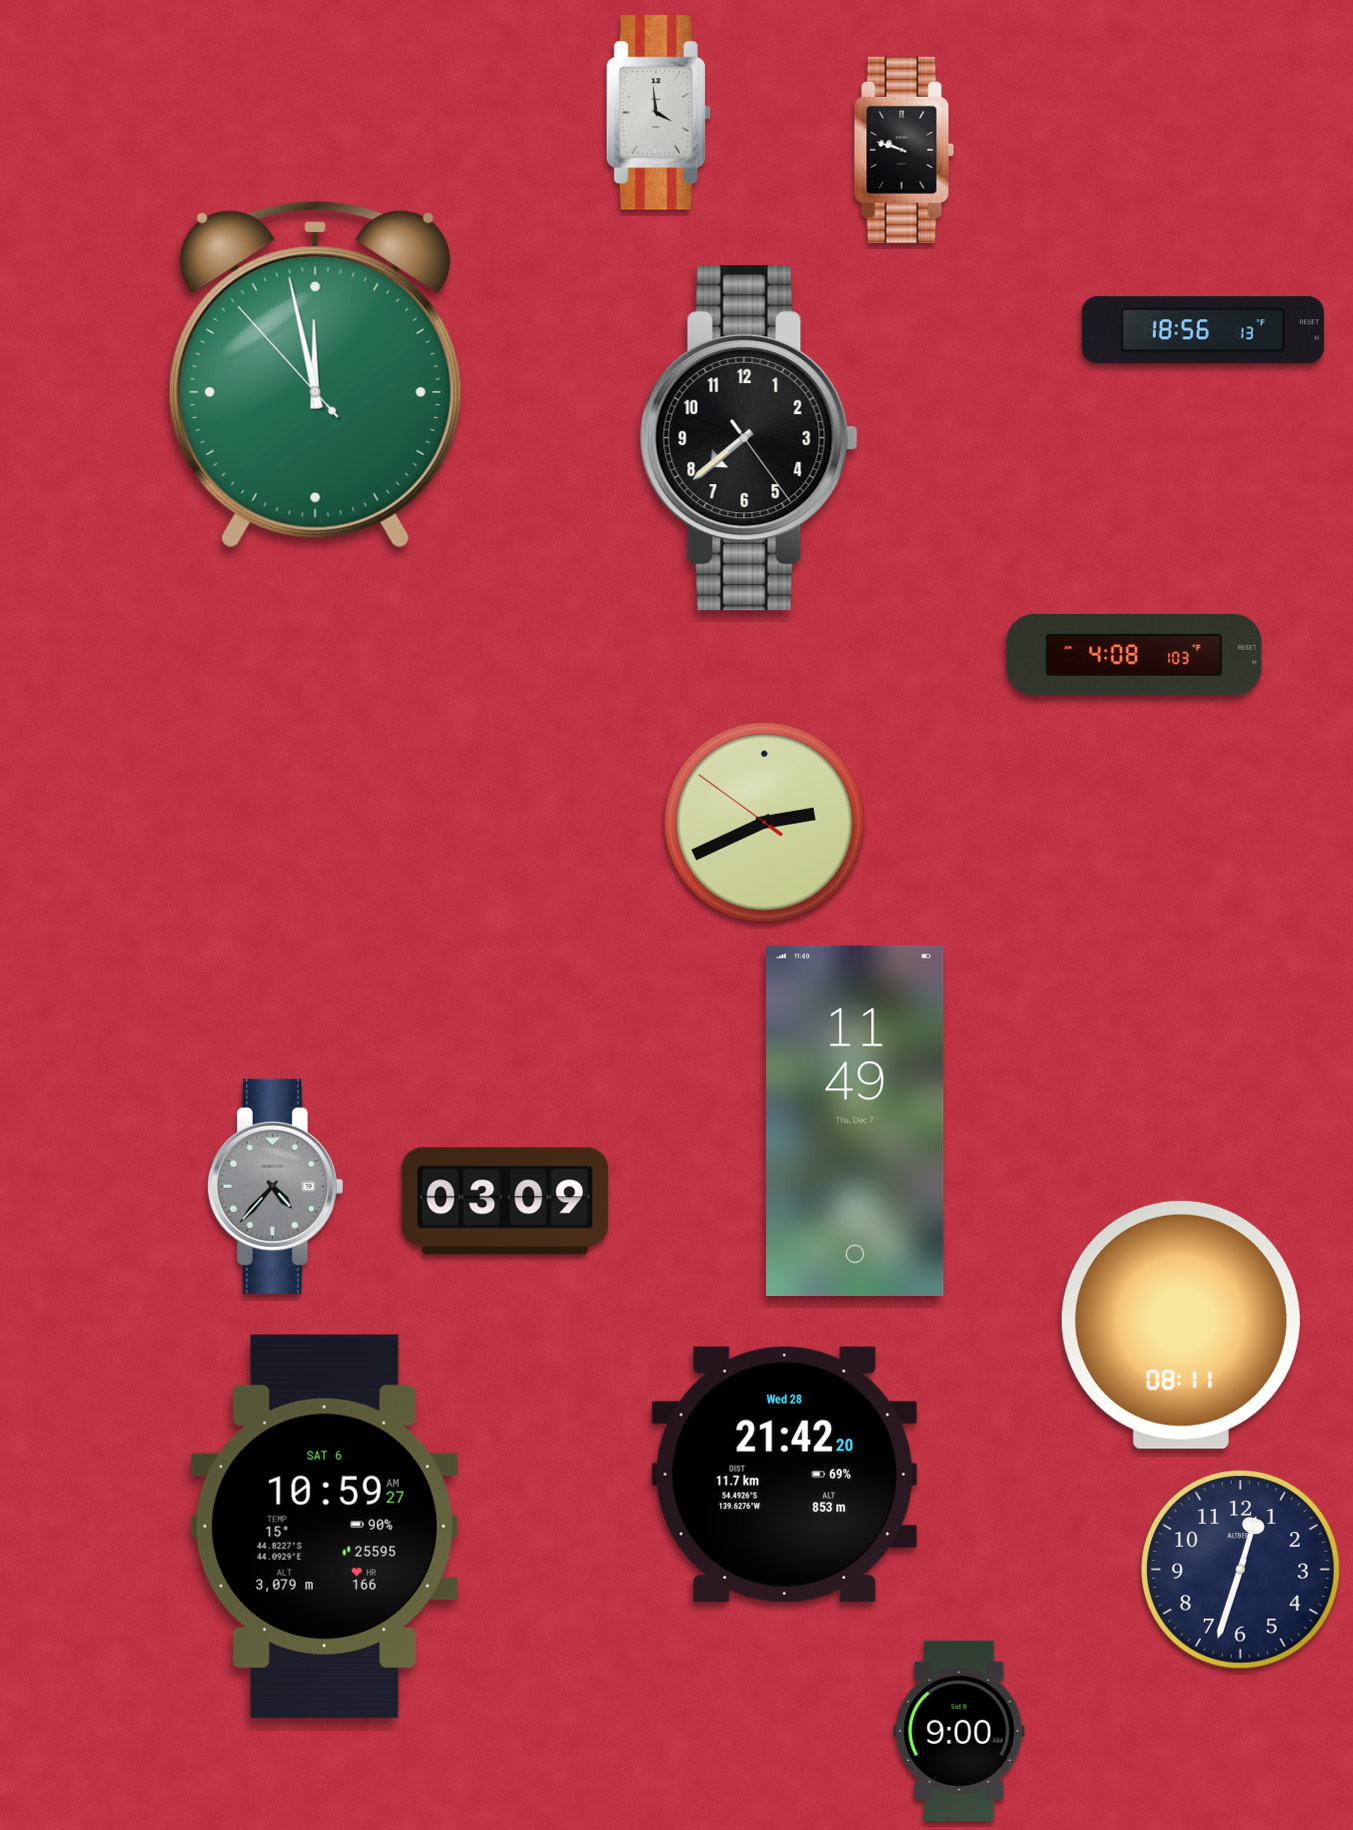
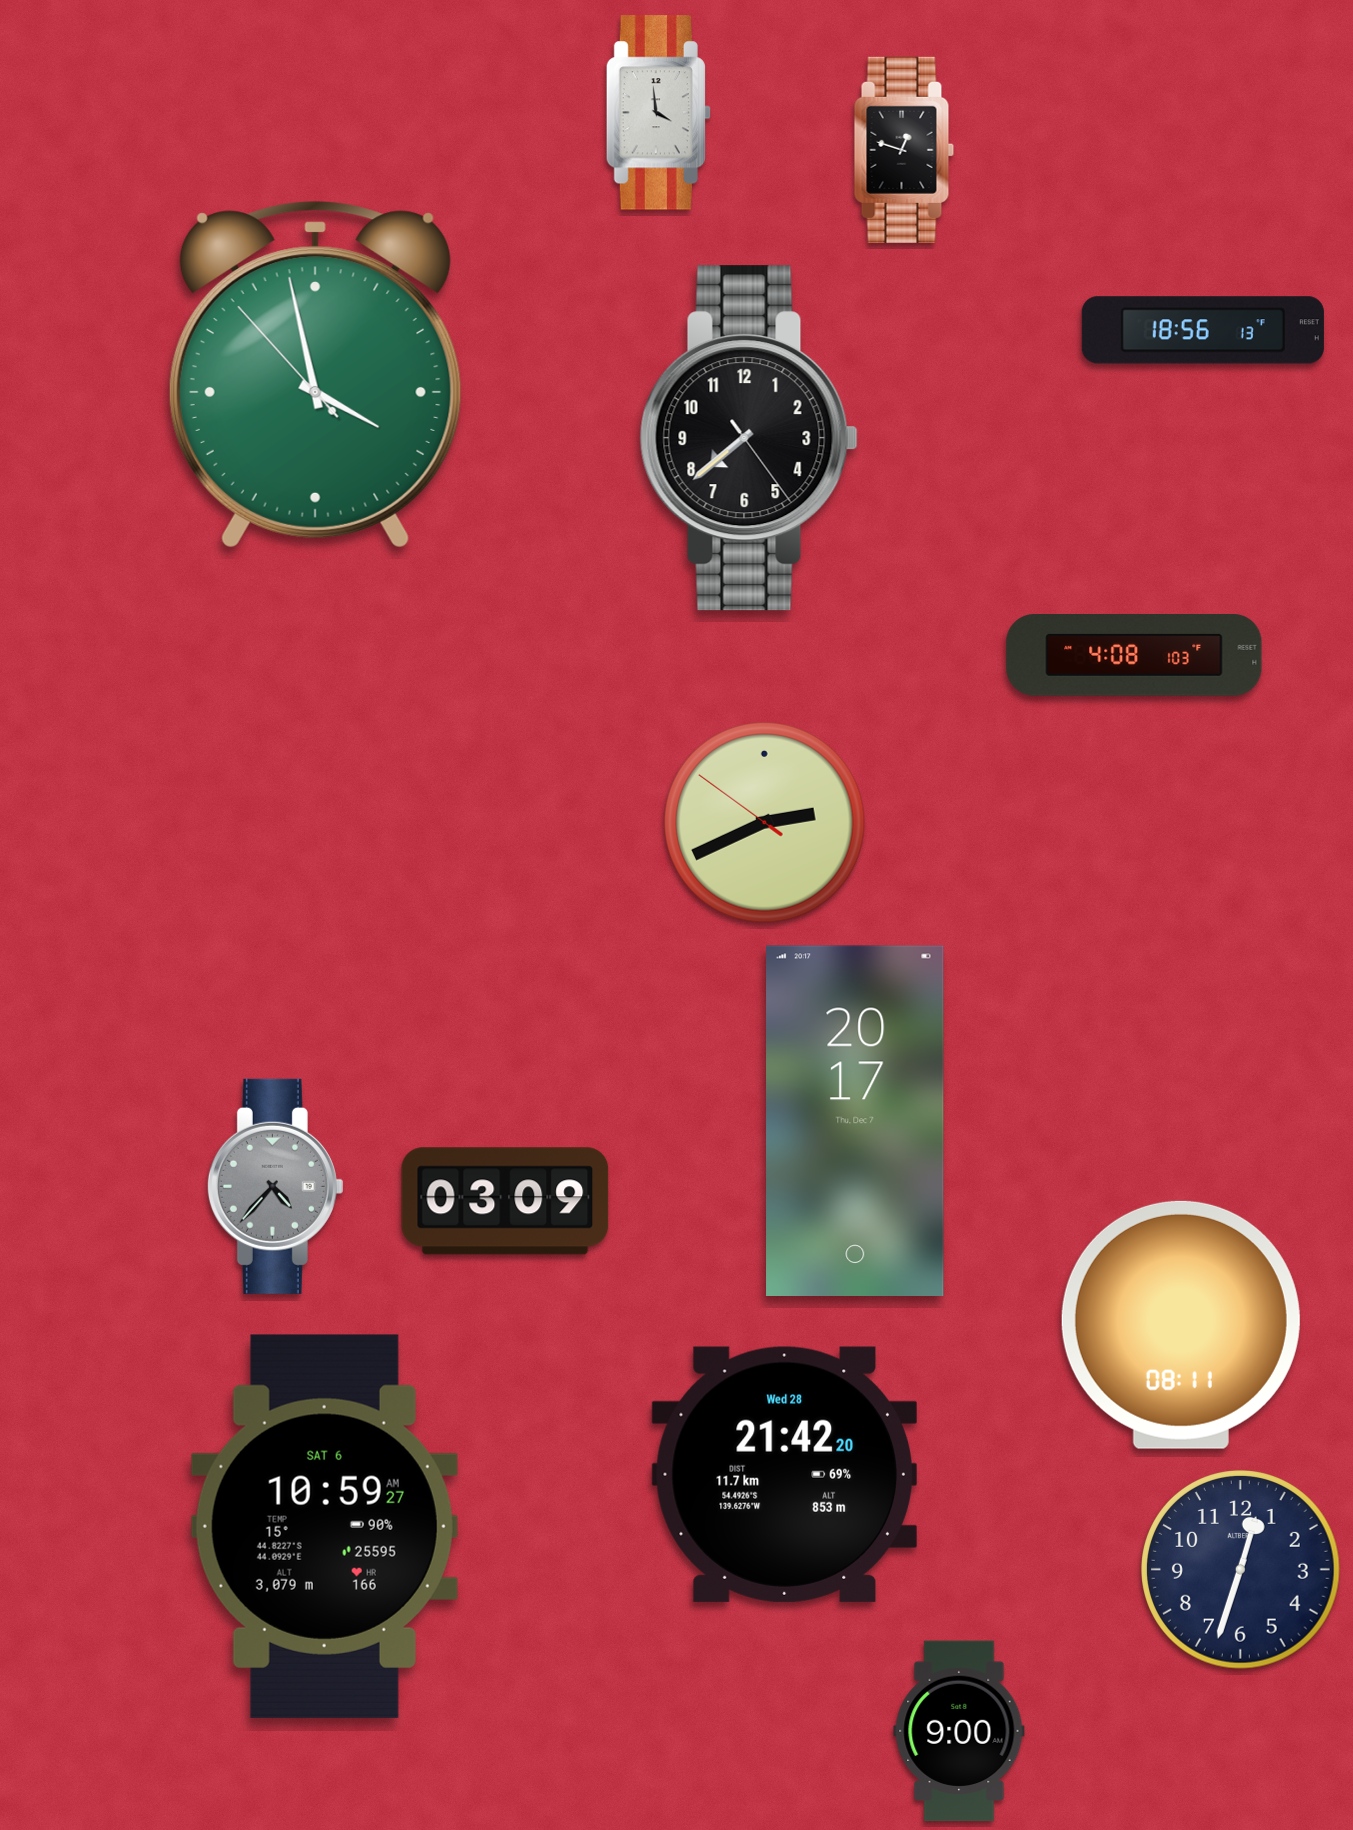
clock at (904, 150): 9:48 -> 12:48
clock at (315, 374): 11:57 -> 3:57
clock at (855, 1120): 11:49 -> 20:17
